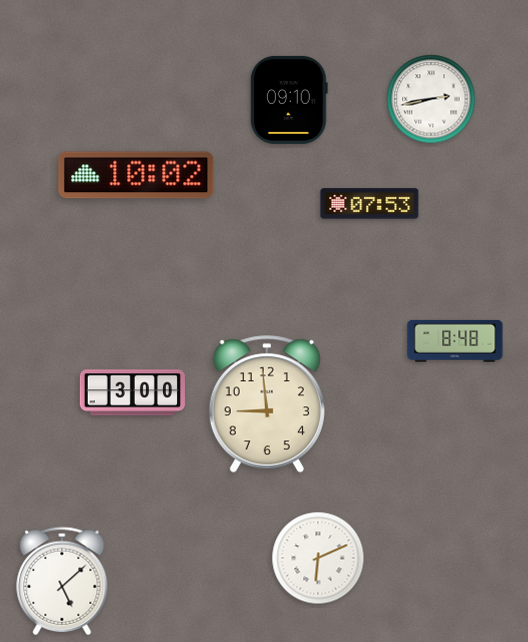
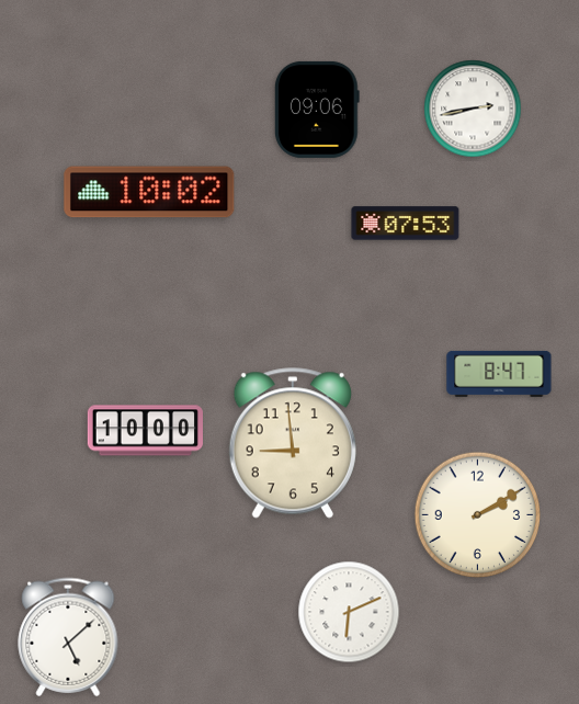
clock at (289, 100): 09:10 -> 09:06
clock at (455, 341): 8:48 -> 8:47
clock at (132, 393): 3:00 -> 10:00
clock at (478, 515): none -> 2:10
